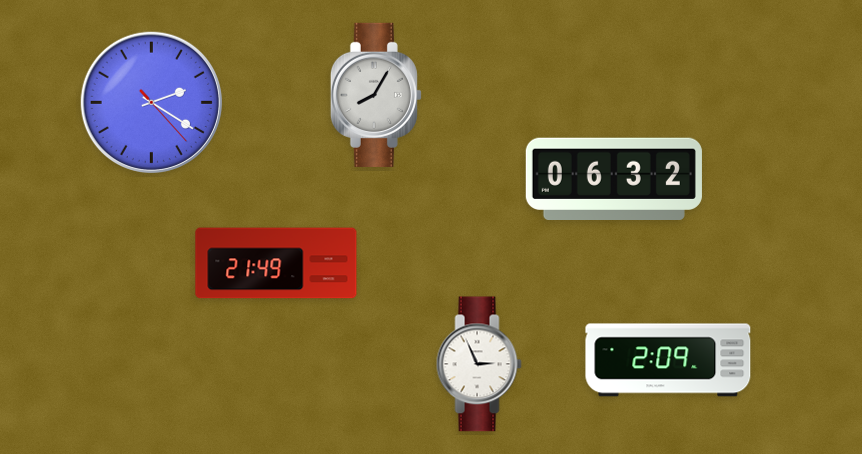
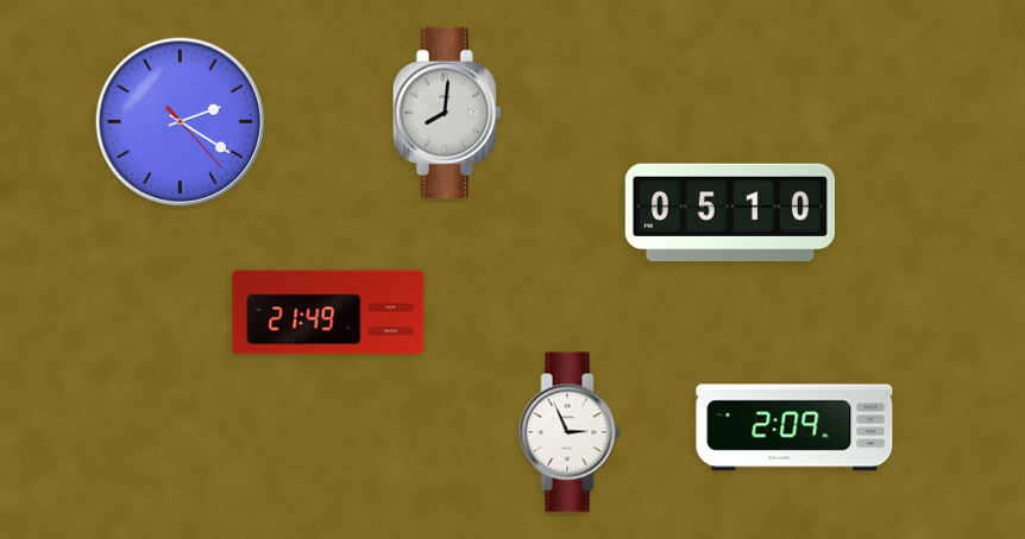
clock at (376, 95): 8:05 -> 8:01
clock at (614, 178): 06:32 -> 05:10
